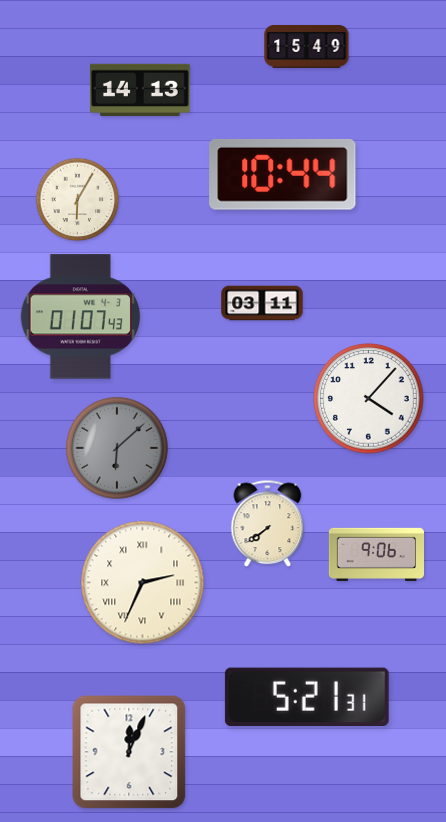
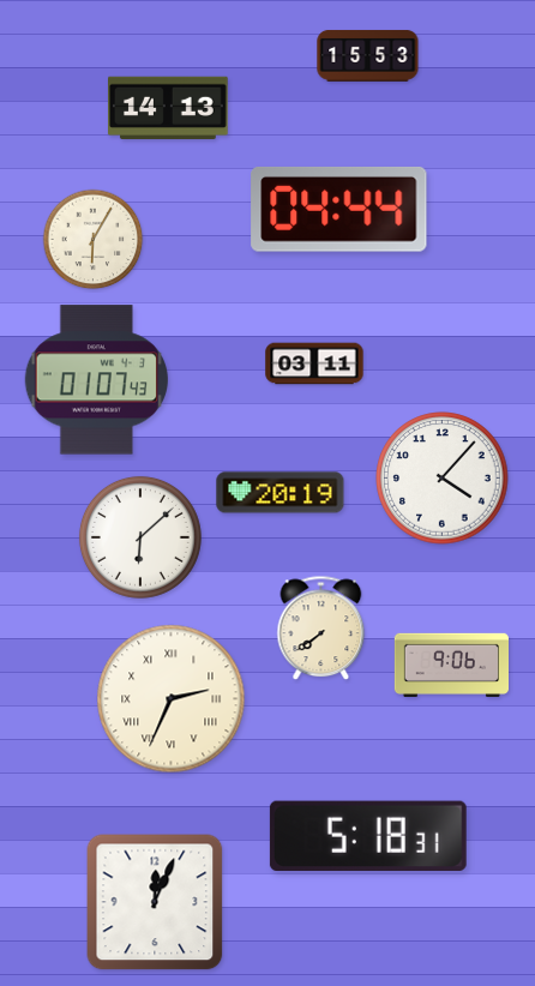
clock at (307, 46): 15:49 -> 15:53
clock at (283, 174): 10:44 -> 04:44
clock at (281, 493): none -> 20:19
clock at (117, 448) dial: grey -> white
clock at (307, 696): 5:21 -> 5:18
